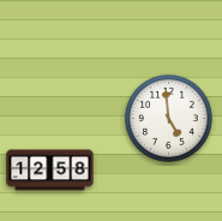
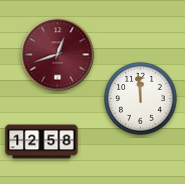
clock at (58, 55): none -> 12:42
clock at (169, 119): 4:59 -> 11:59
